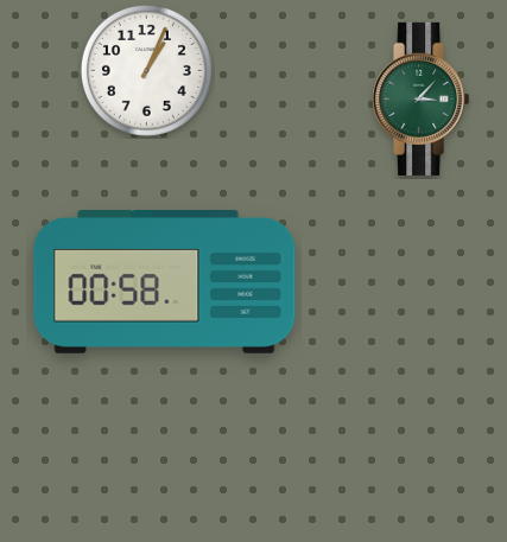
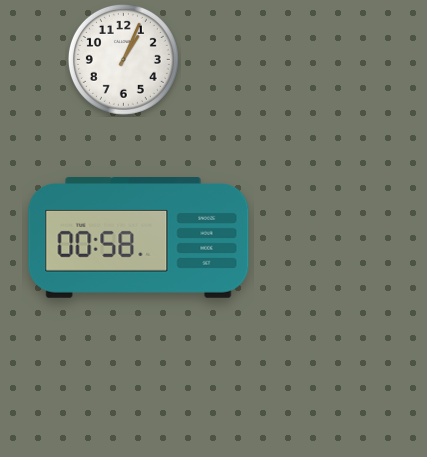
clock at (422, 98): 3:07 -> none
